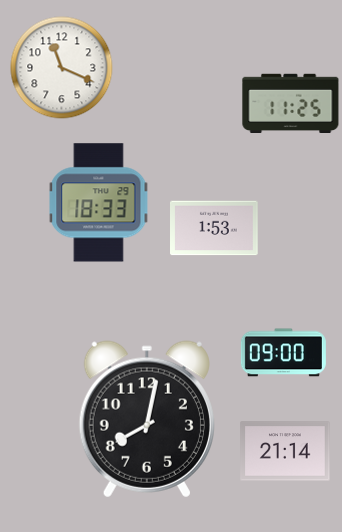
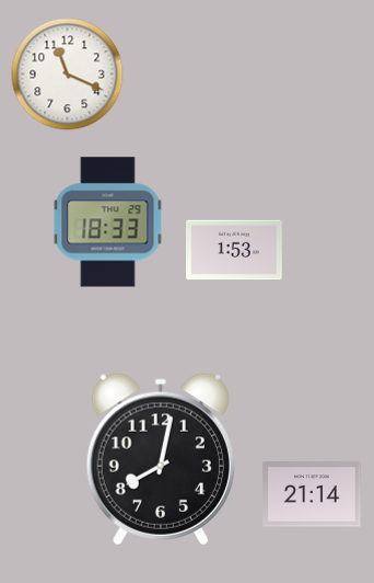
clock at (291, 104): 11:25 -> none
clock at (283, 353): 09:00 -> none
